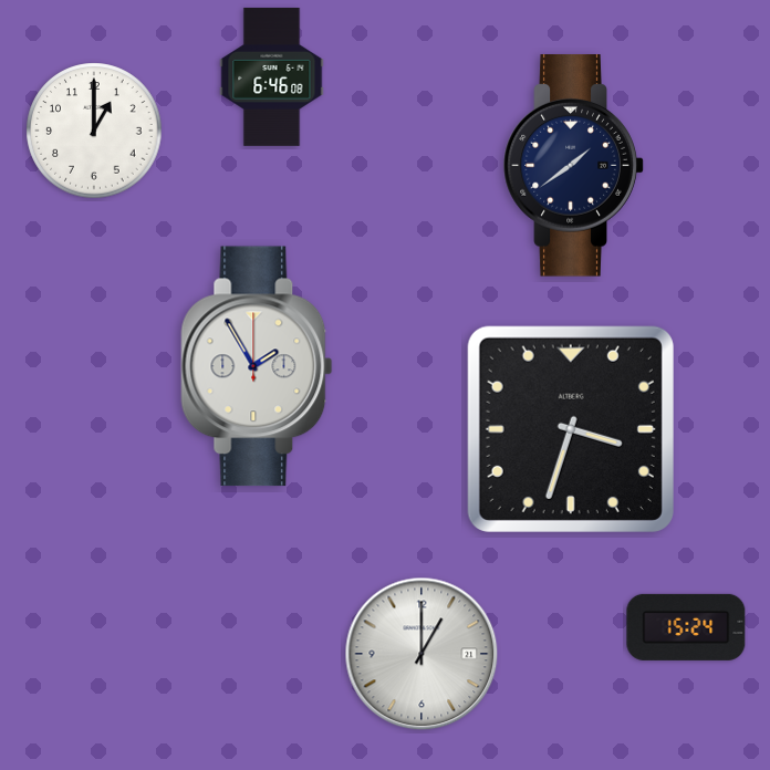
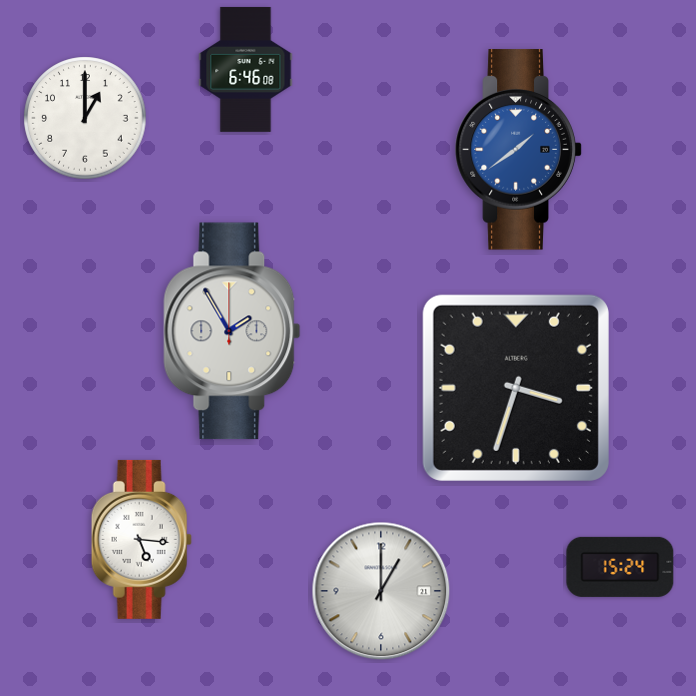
clock at (574, 166) dial: navy -> blue
clock at (141, 539): none -> 5:16
